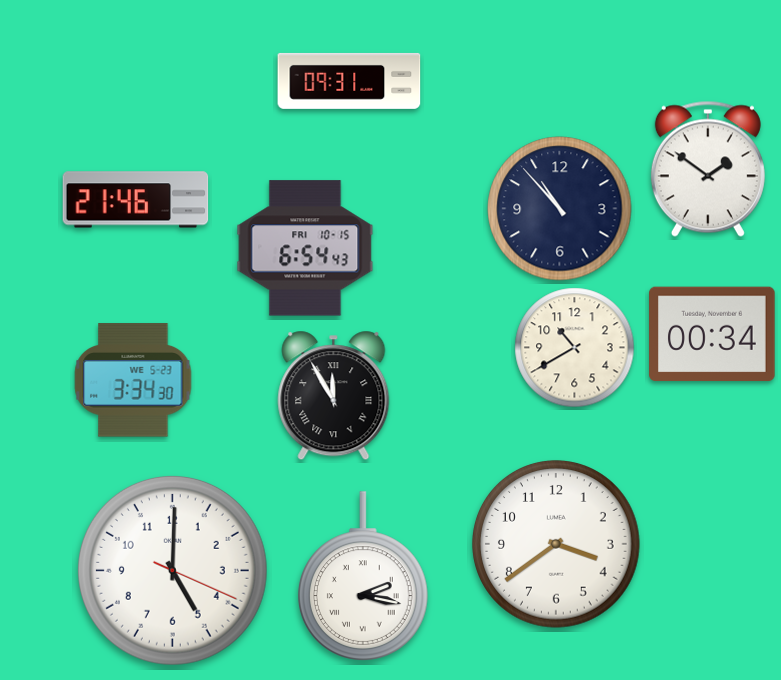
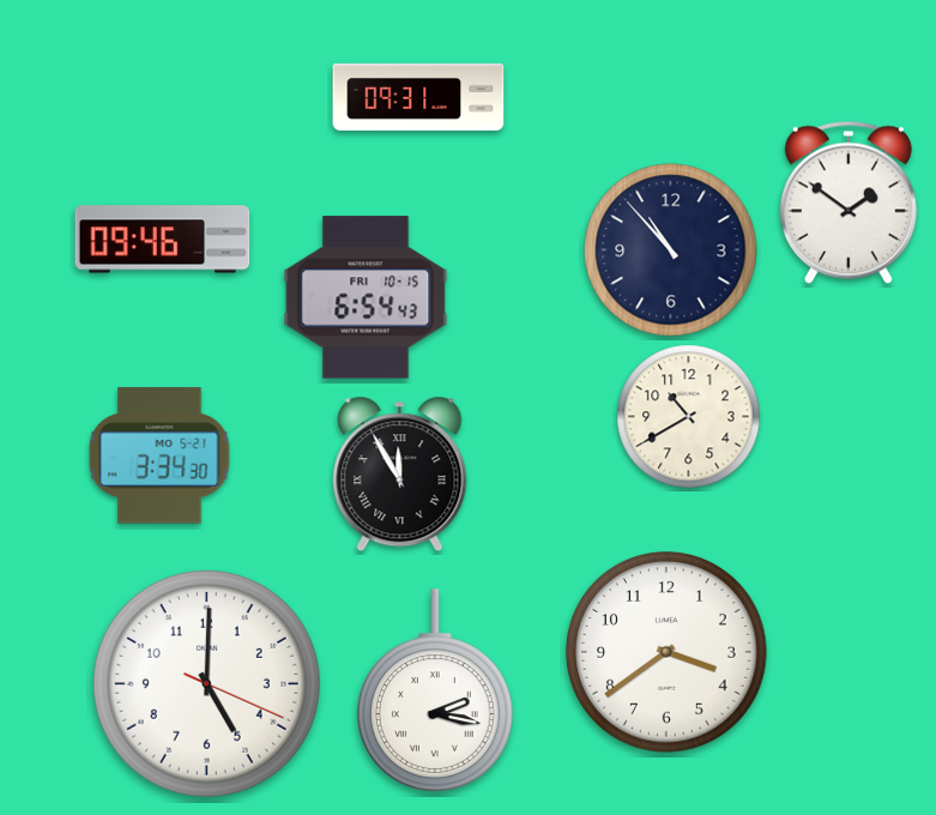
clock at (136, 200): 21:46 -> 09:46
clock at (712, 334): 00:34 -> none
clock at (133, 380) date: WE 5-23 -> MO 5-21
